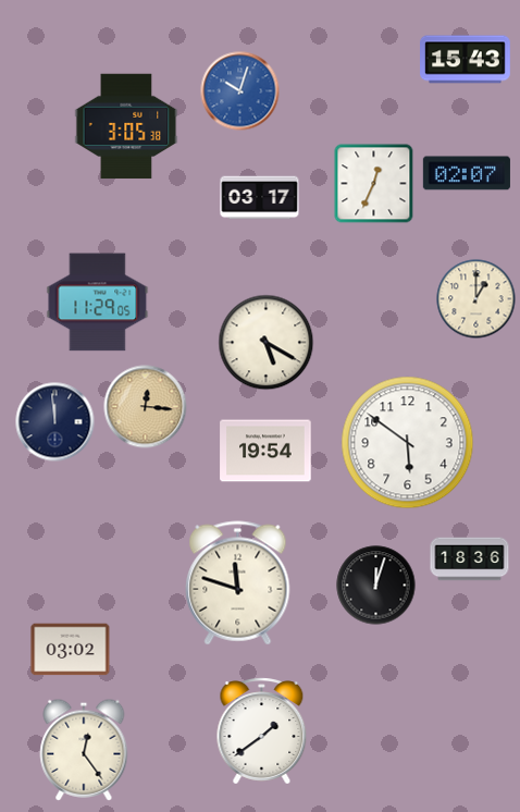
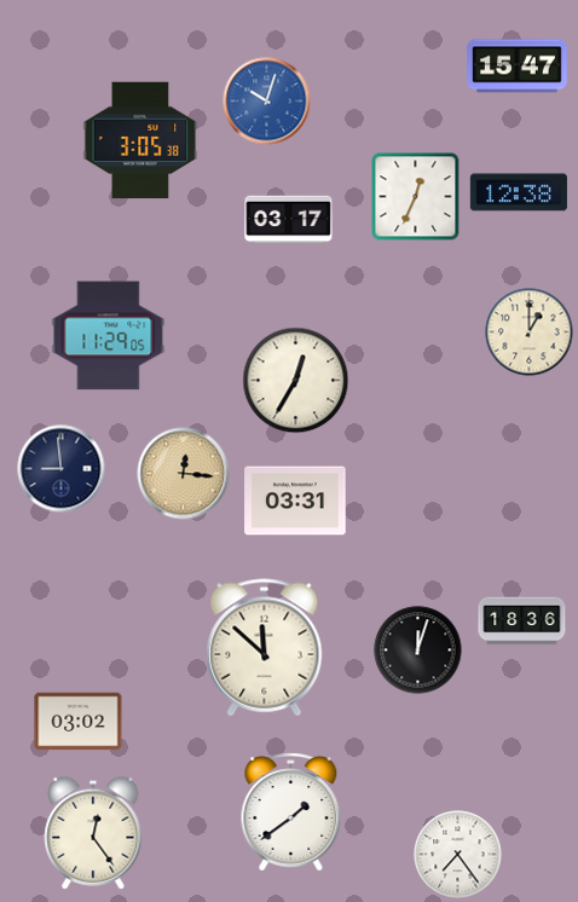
clock at (466, 60): 15:43 -> 15:47
clock at (467, 173): 02:07 -> 12:38
clock at (374, 184) position: (374, 184) -> (416, 197)
clock at (267, 343): 5:20 -> 12:35
clock at (146, 407) position: (146, 407) -> (184, 474)
clock at (55, 422): 11:59 -> 8:59
clock at (408, 443): 5:51 -> none
clock at (265, 451): 19:54 -> 03:31
clock at (238, 583): 11:48 -> 11:52
clock at (458, 855): none -> 7:24
